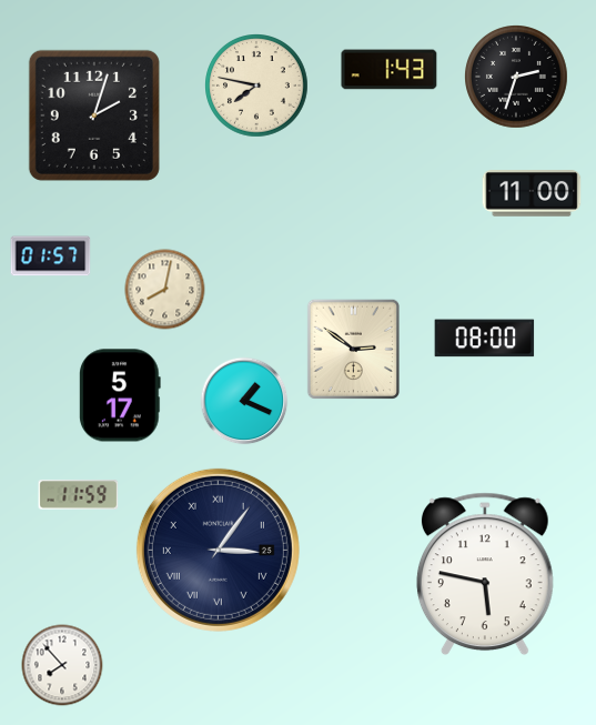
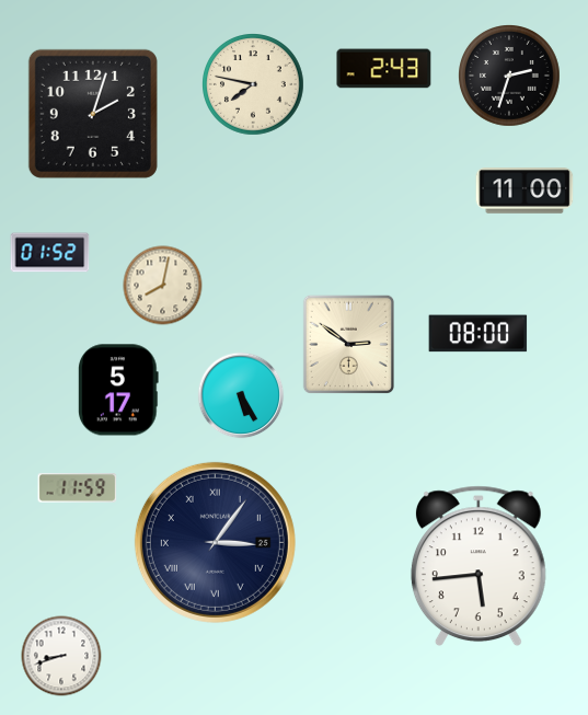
clock at (390, 70): 1:43 -> 2:43
clock at (51, 256): 01:57 -> 01:52
clock at (244, 401): 1:19 -> 5:25
clock at (485, 574): 5:47 -> 5:44
clock at (62, 665): 7:53 -> 8:42
